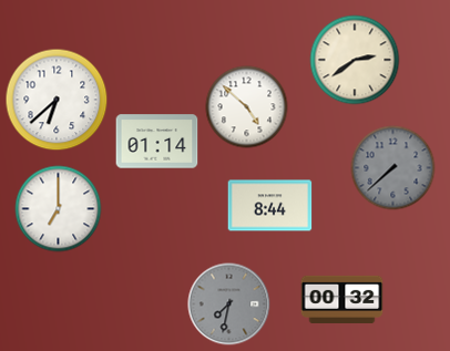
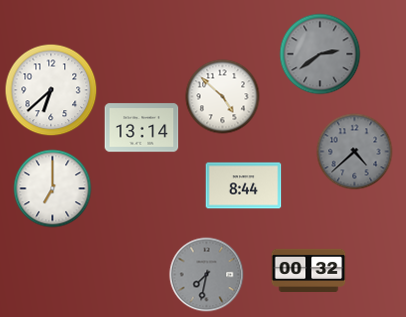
clock at (355, 60) dial: cream -> grey
clock at (157, 142): 01:14 -> 13:14
clock at (393, 168): 7:38 -> 4:38
